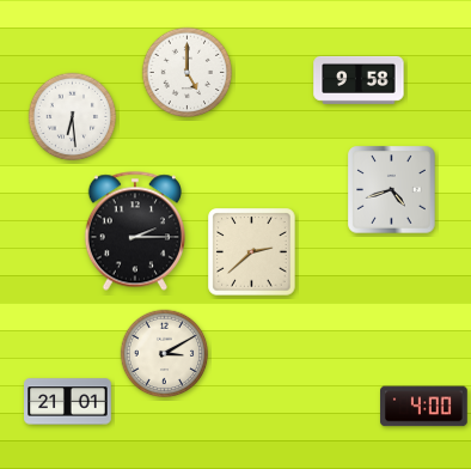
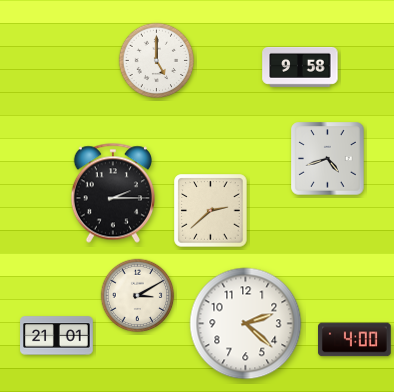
clock at (73, 117): 6:29 -> none
clock at (246, 324): none -> 2:22
